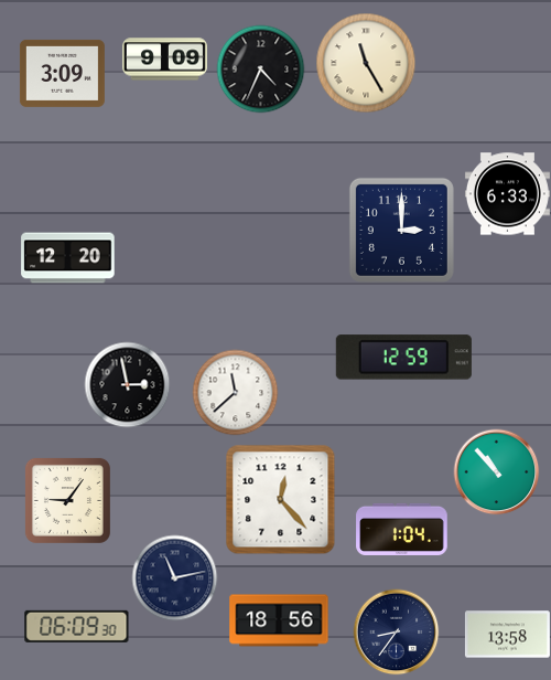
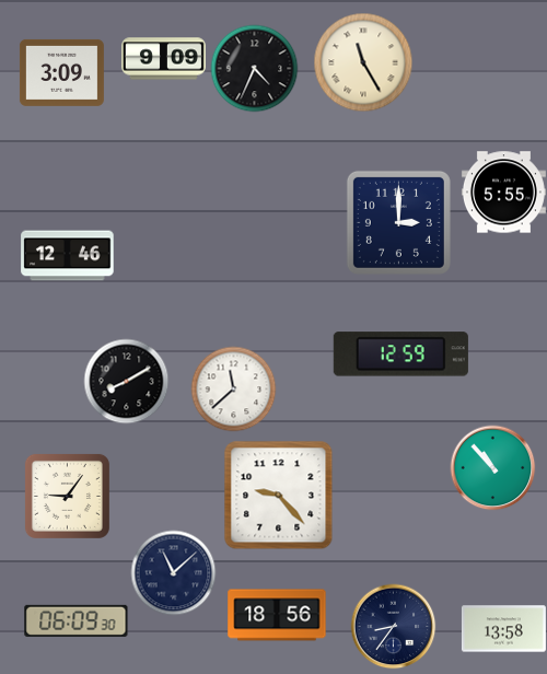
clock at (260, 68) position: (260, 68) -> (254, 68)
clock at (507, 194): 6:33 -> 5:55
clock at (401, 230) position: (401, 230) -> (398, 222)
clock at (68, 258): 12:20 -> 12:46
clock at (127, 384): 2:58 -> 8:10
clock at (280, 499): 12:23 -> 9:23
clock at (402, 529): 1:04 -> none
clock at (174, 577): 11:13 -> 11:08
